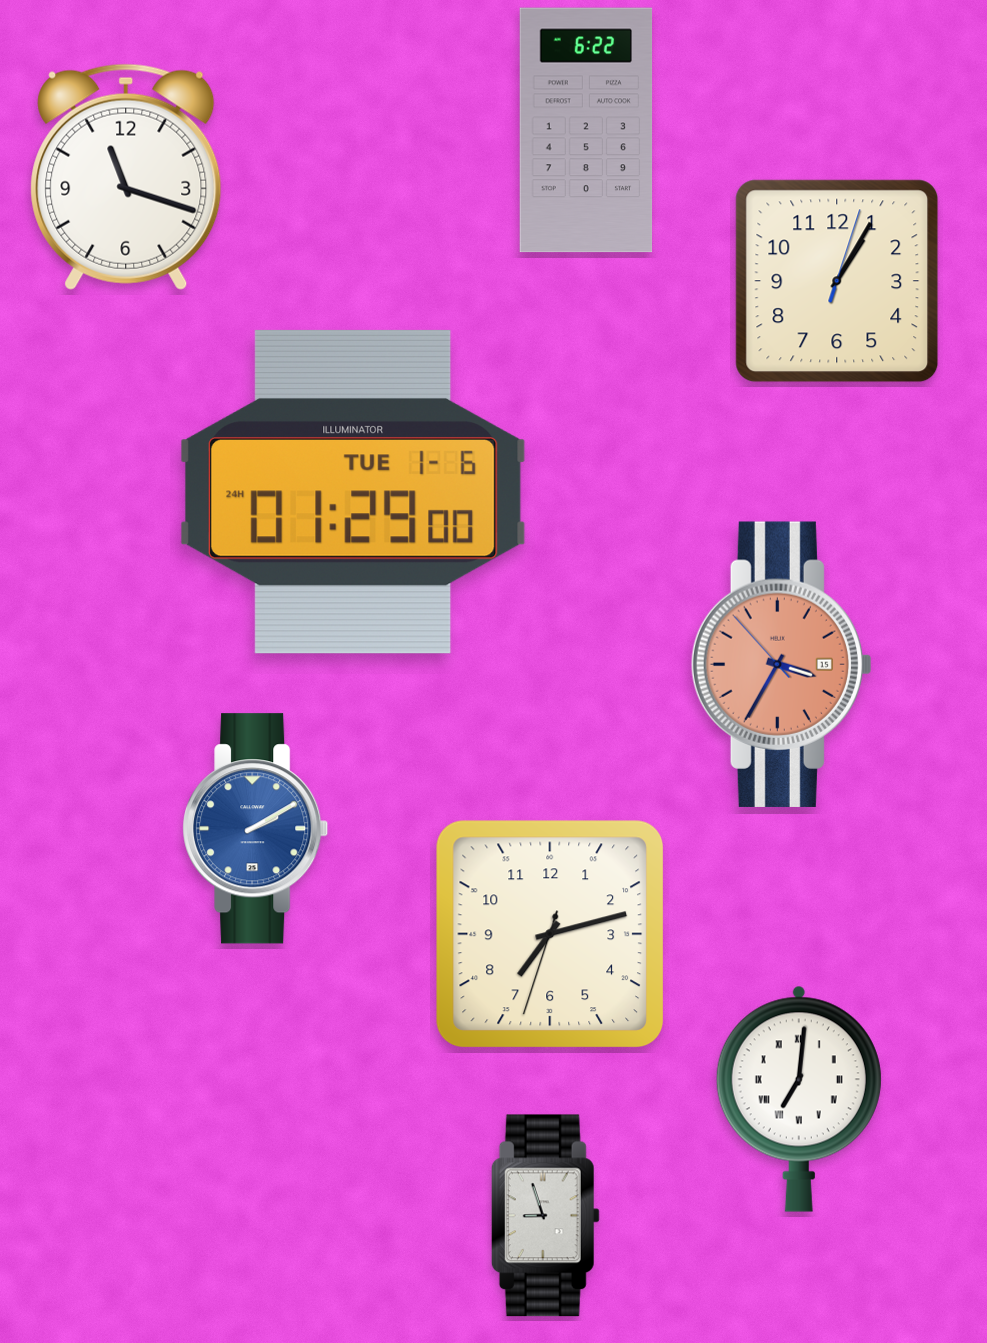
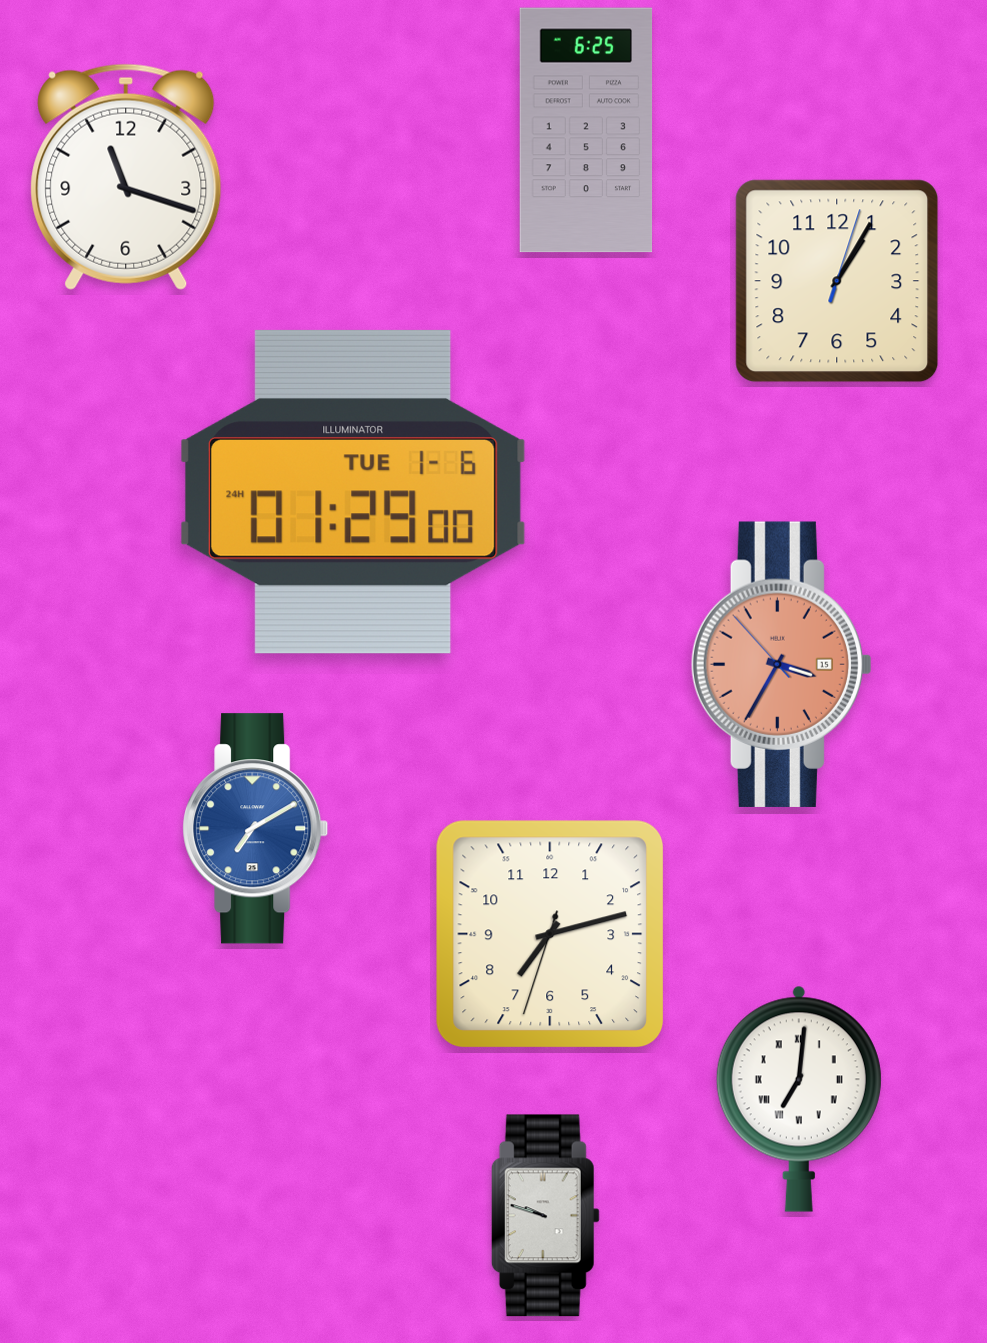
clock at (586, 130): 6:22 -> 6:25
clock at (256, 829): 2:10 -> 7:10
clock at (545, 1216): 8:57 -> 9:48
